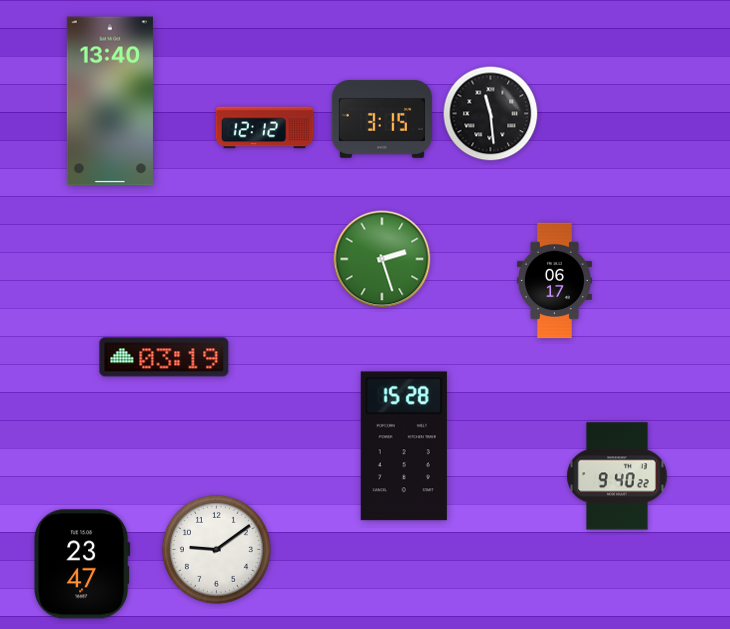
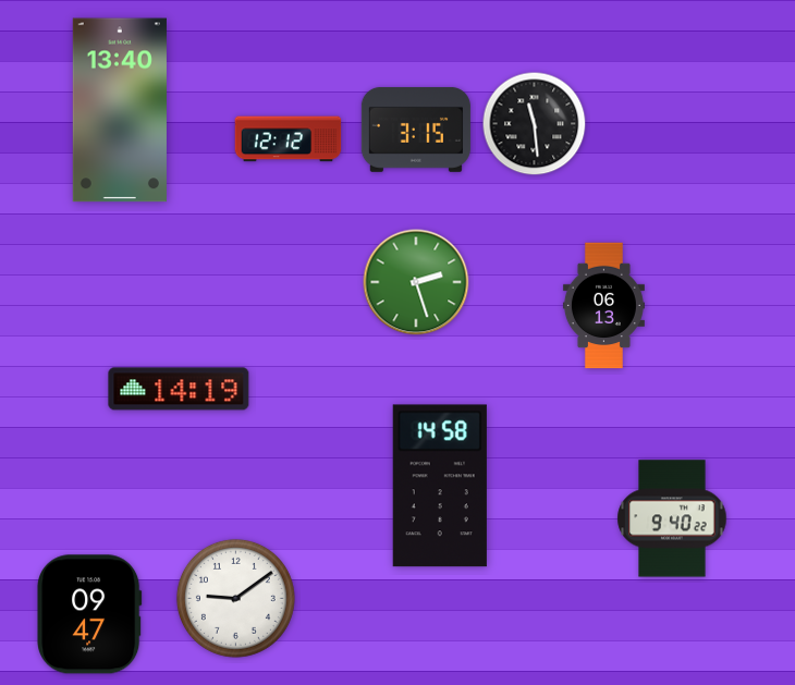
clock at (554, 281): 06:17 -> 06:13
clock at (164, 357): 03:19 -> 14:19
clock at (404, 446): 15:28 -> 14:58
clock at (83, 564): 23:47 -> 09:47
